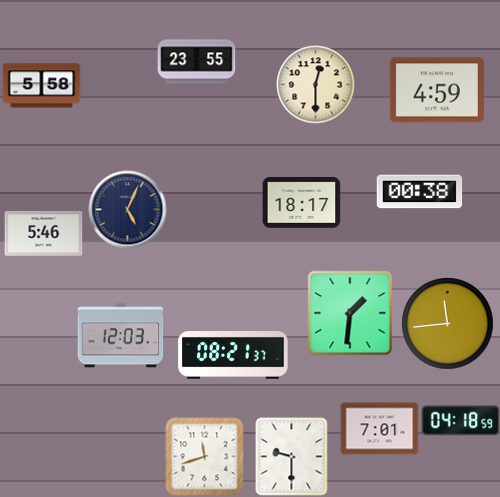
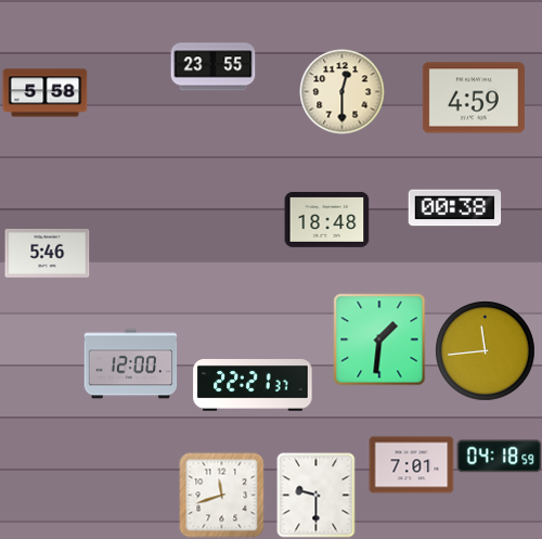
clock at (301, 202): 18:17 -> 18:48
clock at (127, 209): 5:04 -> none
clock at (120, 336): 12:03 -> 12:00
clock at (233, 356): 08:21 -> 22:21
